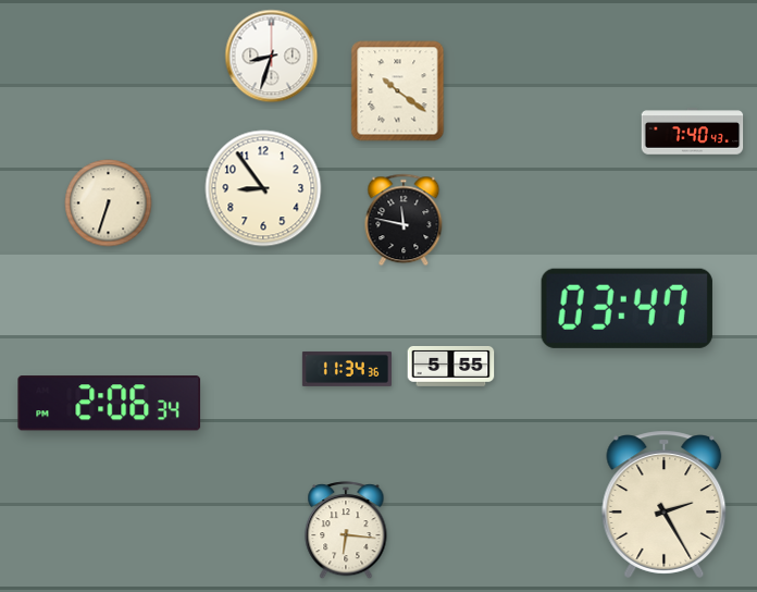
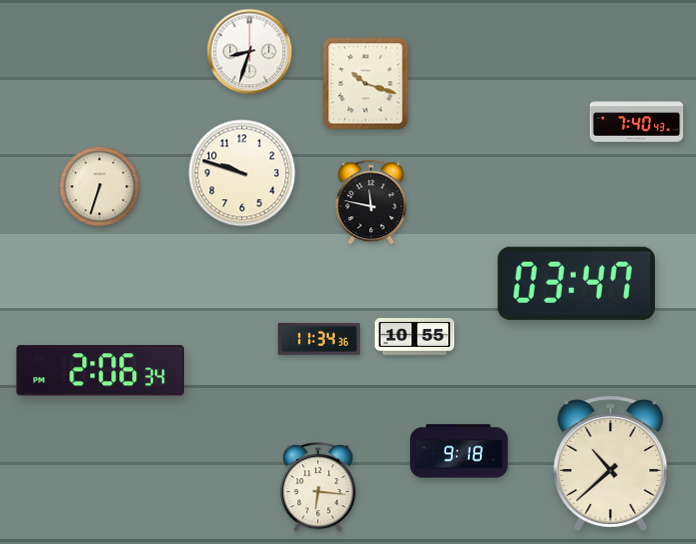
clock at (398, 91): 10:21 -> 10:18
clock at (263, 188): 8:54 -> 9:48
clock at (451, 366): 5:55 -> 10:55
clock at (459, 451): none -> 9:18
clock at (665, 504): 2:25 -> 10:38
